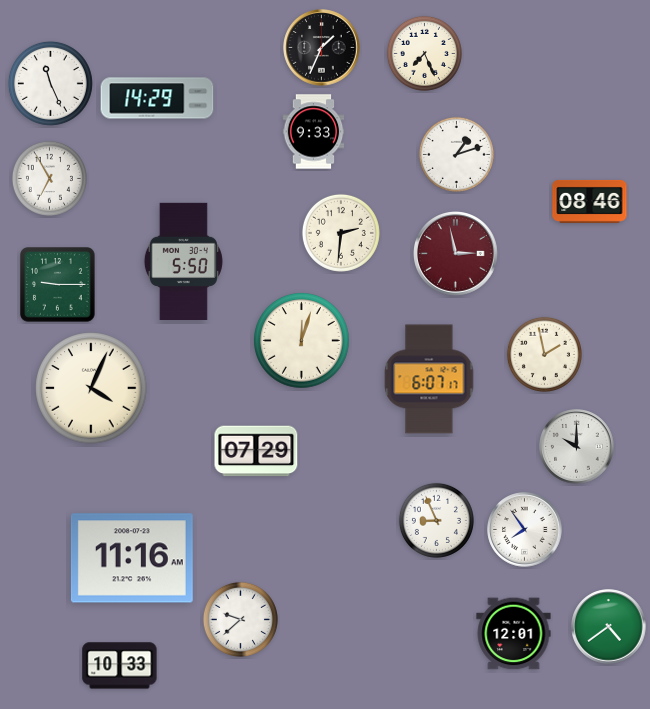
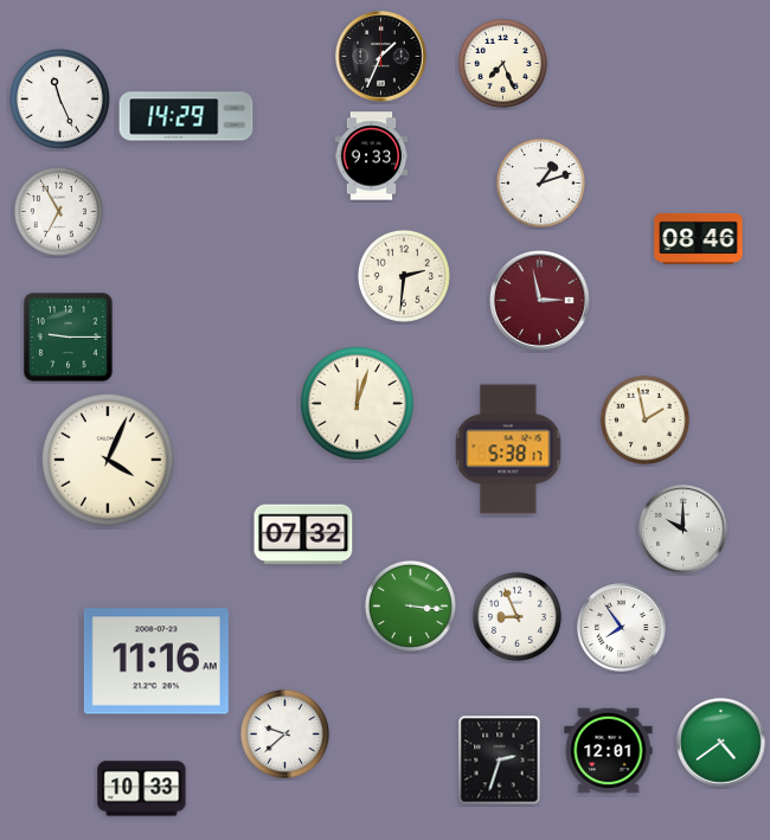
clock at (183, 261): 5:50 -> none
clock at (429, 379): 6:07 -> 5:38
clock at (256, 451): 07:29 -> 07:32
clock at (410, 605): none -> 3:16
clock at (500, 761): none -> 2:33
